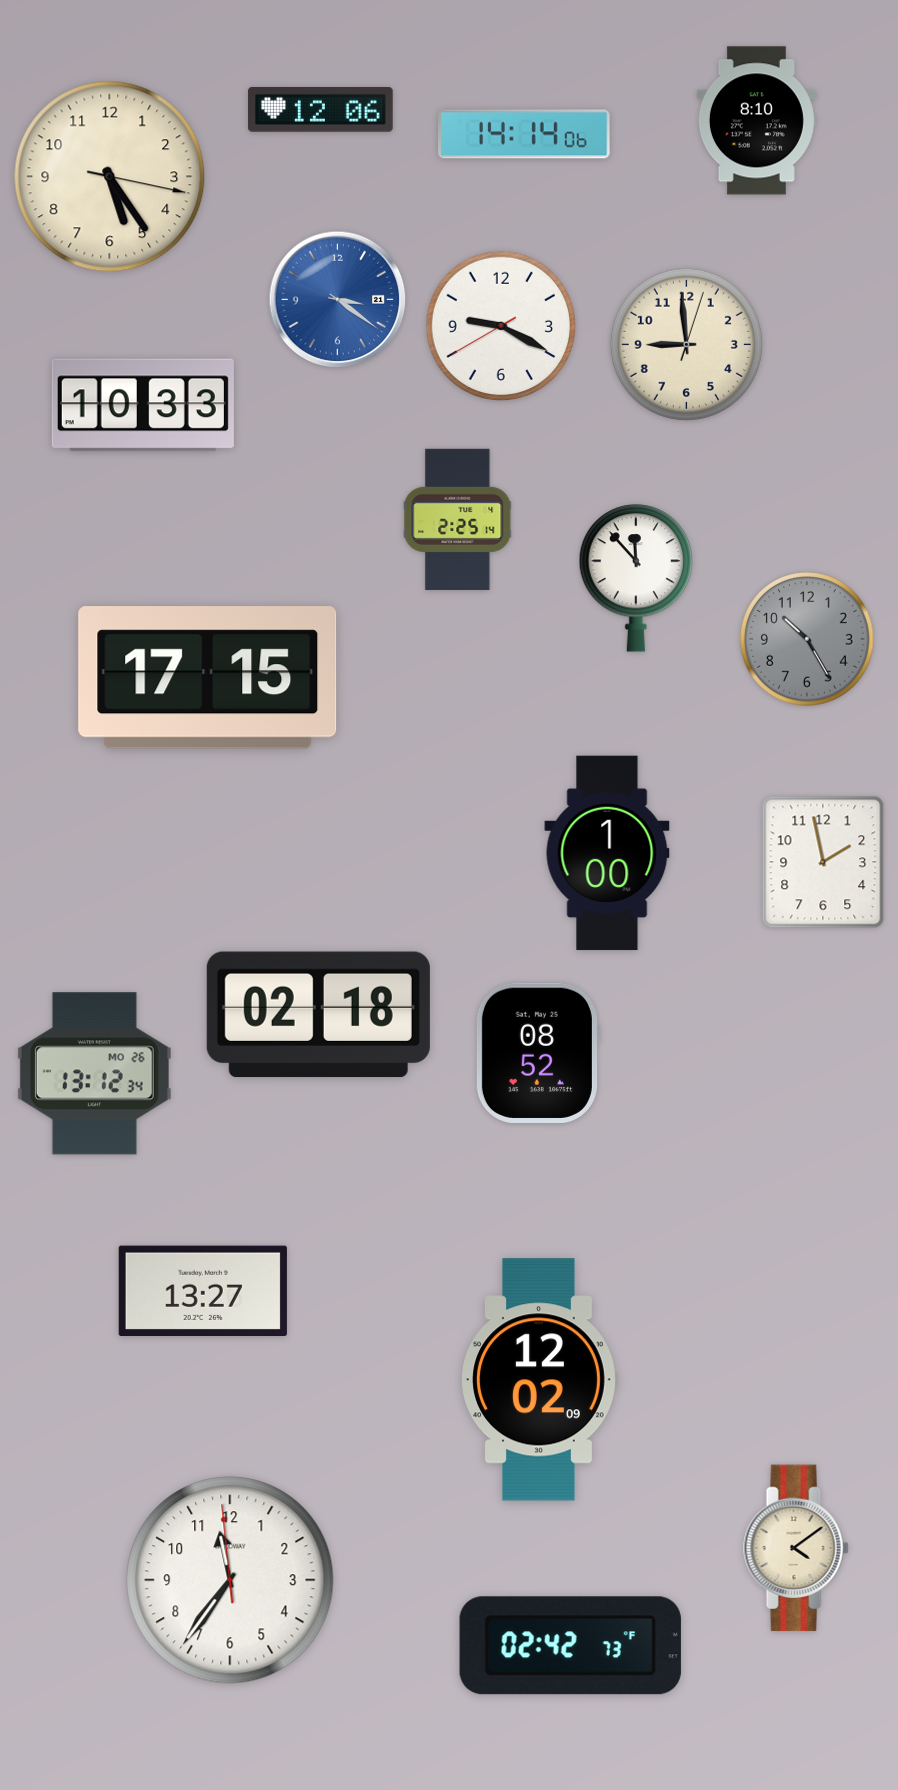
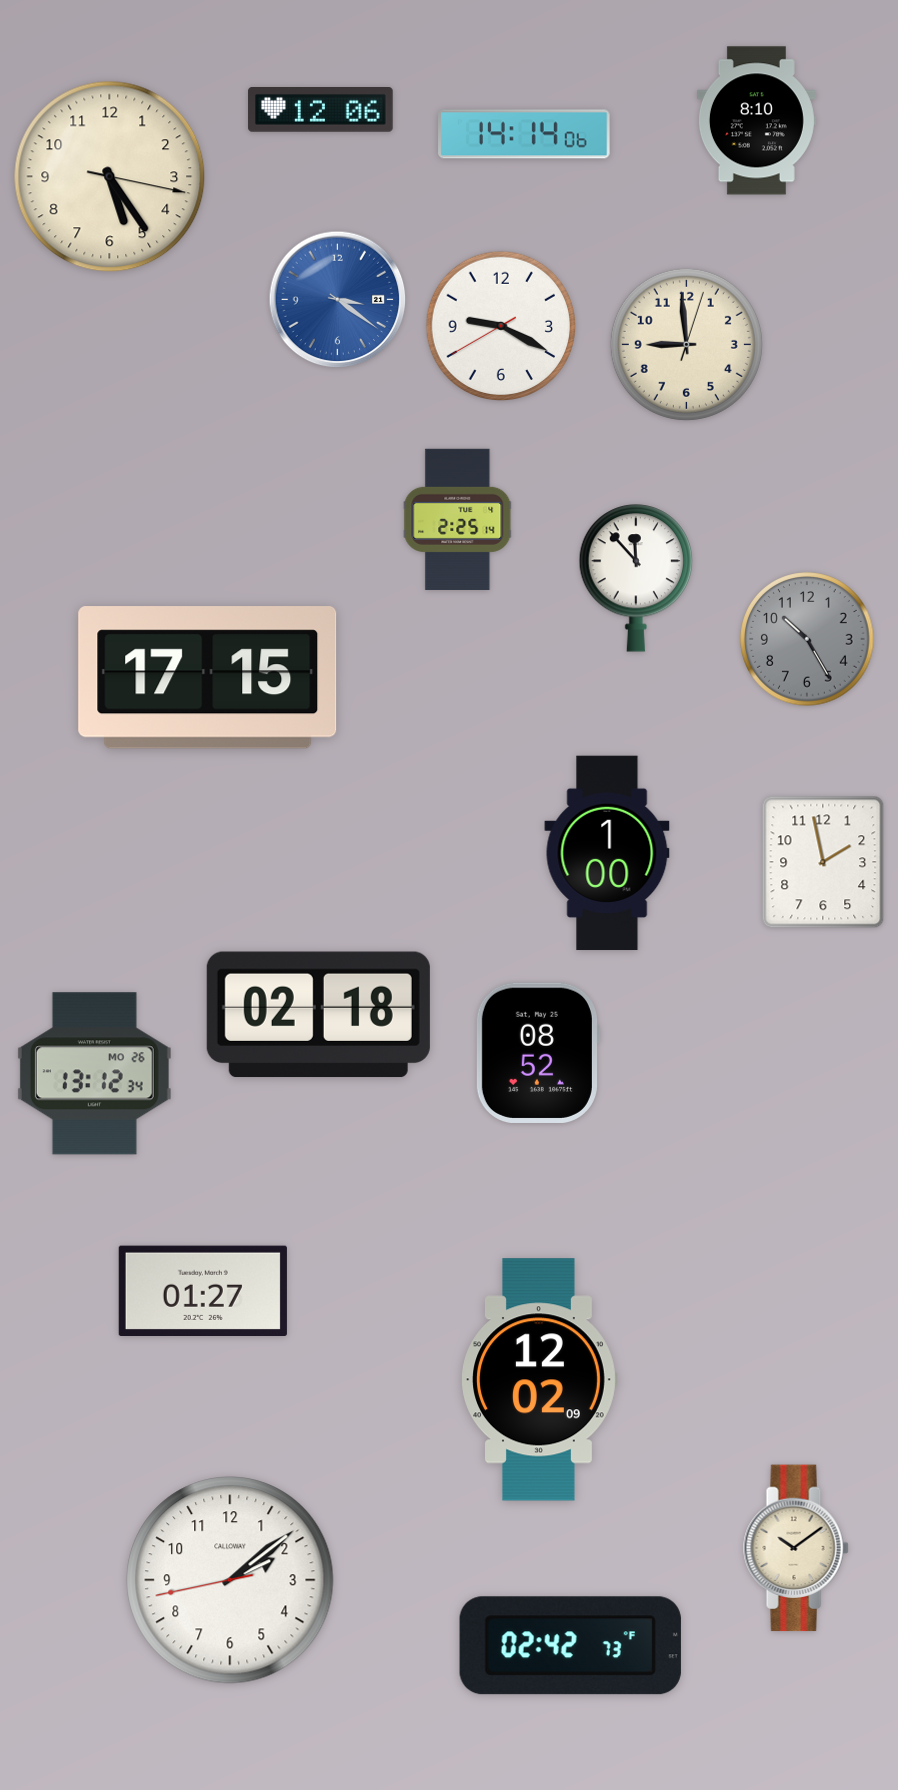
clock at (143, 405): 10:33 -> none
clock at (203, 1290): 13:27 -> 01:27
clock at (796, 1548): 4:09 -> 10:09
clock at (230, 1580): 11:35 -> 2:08
